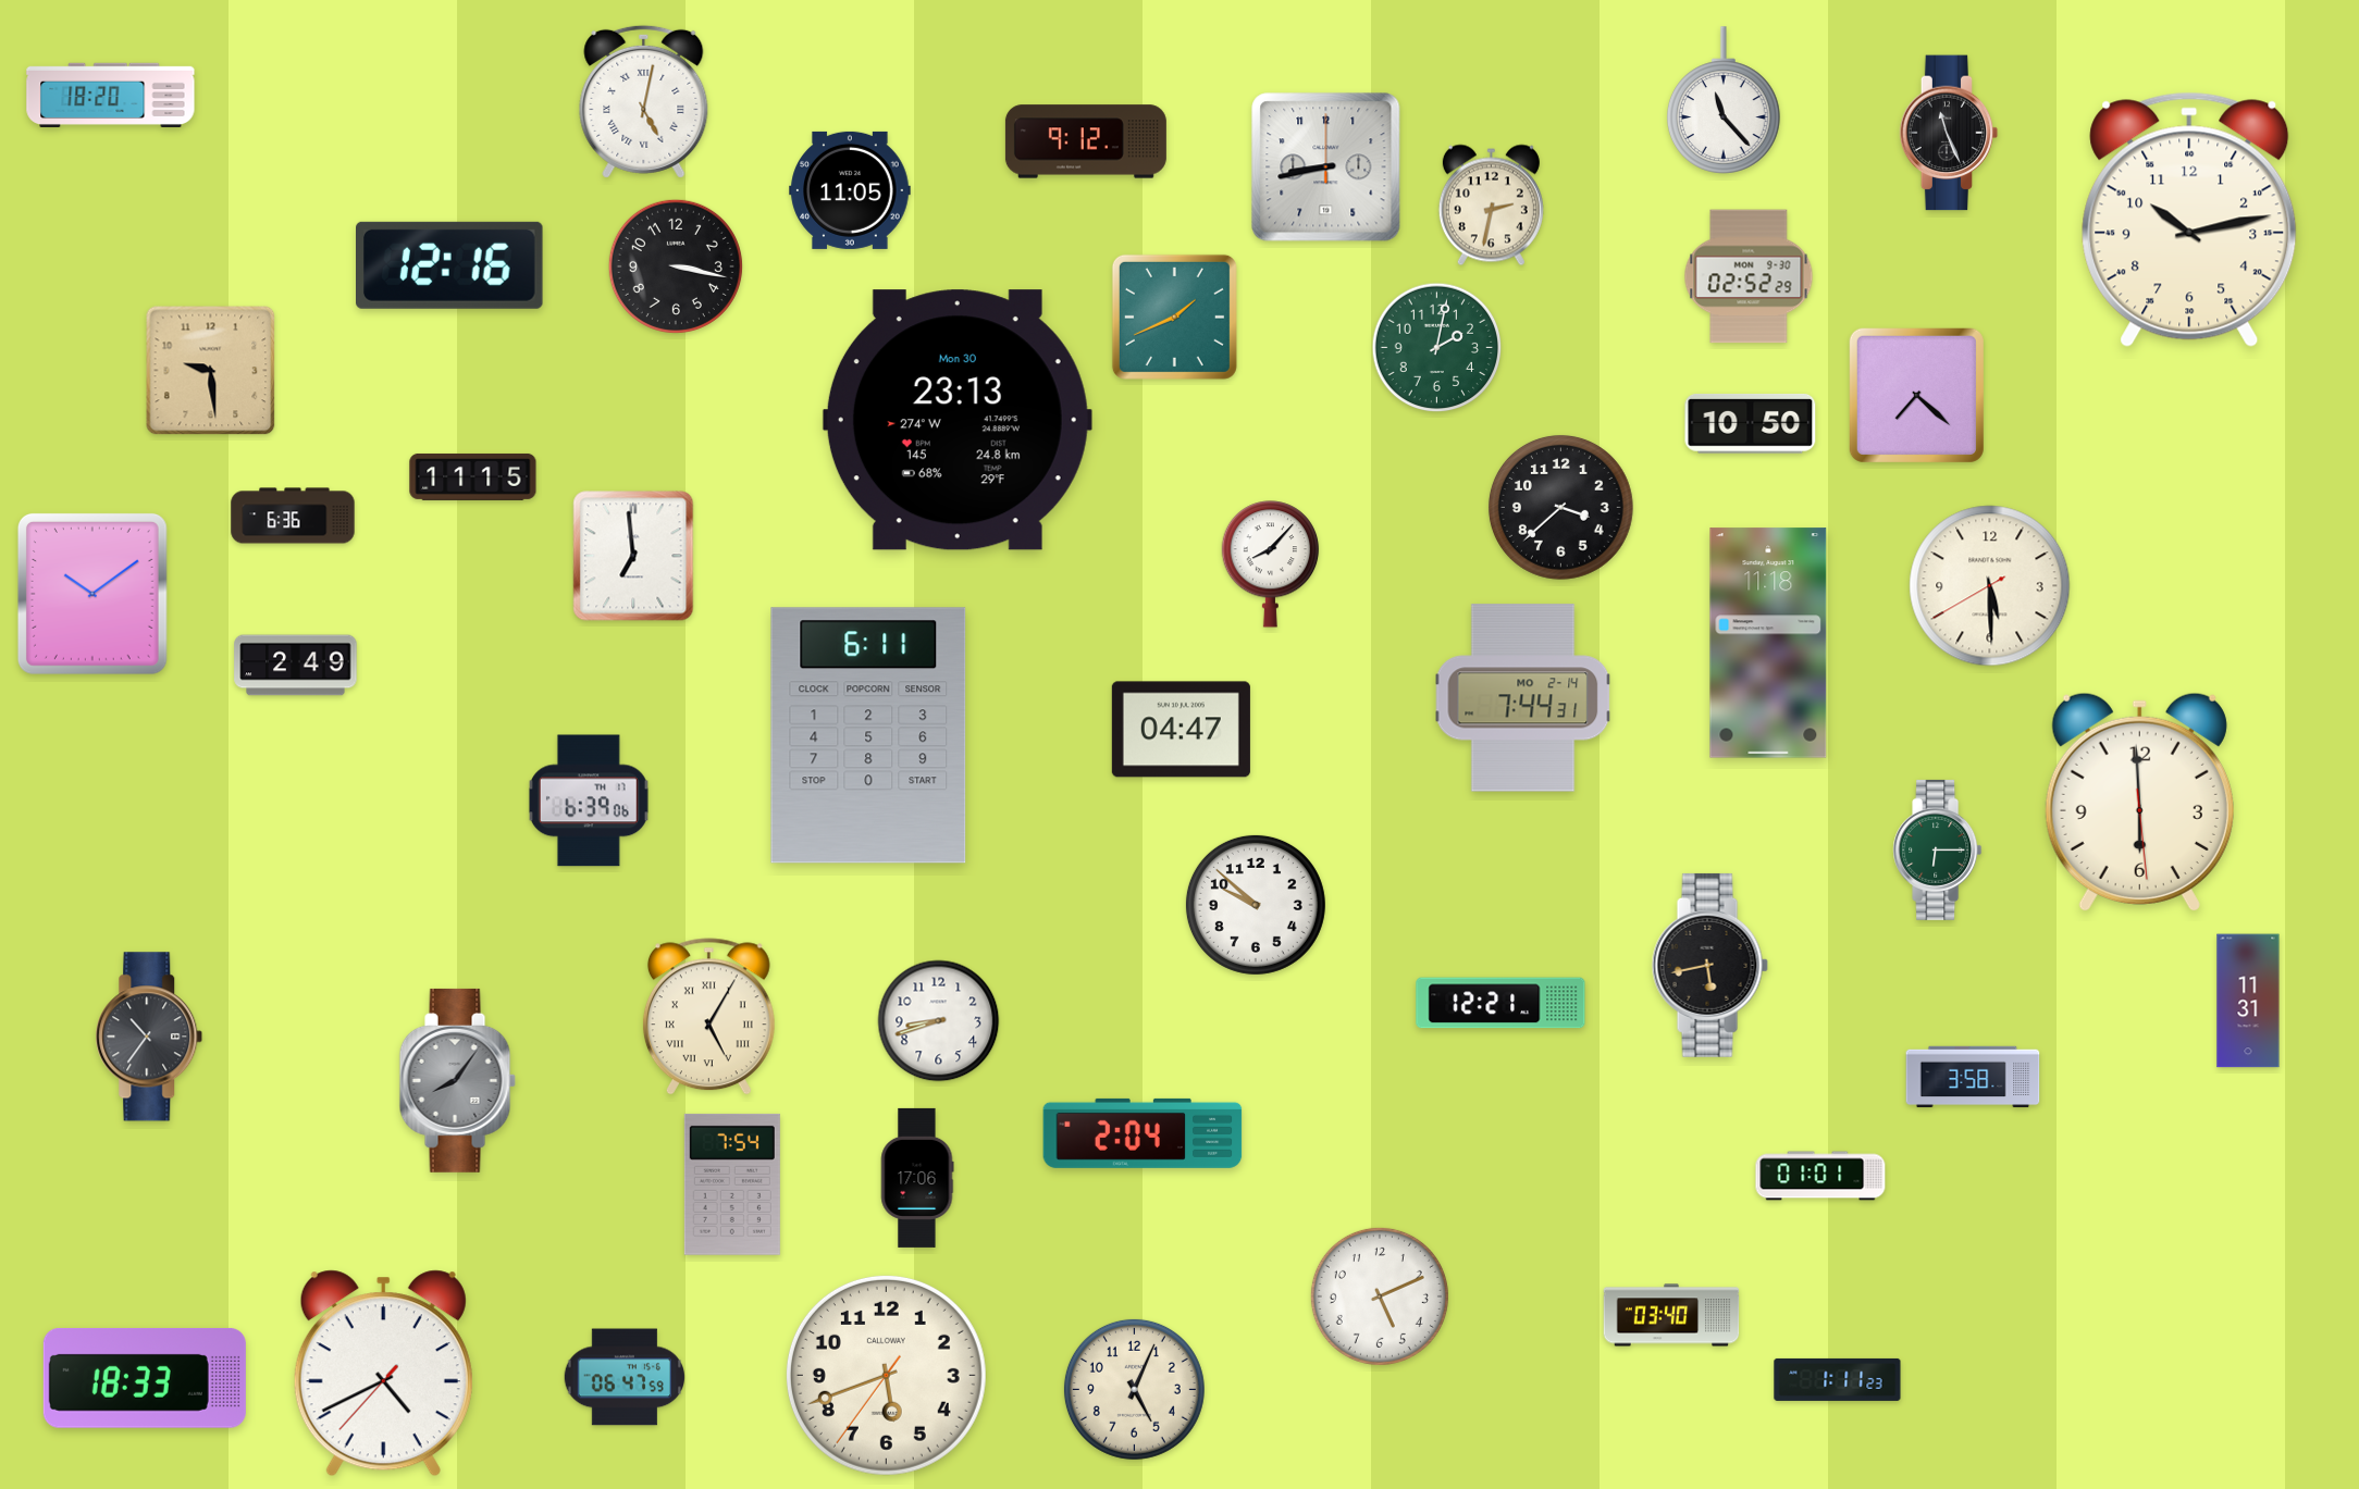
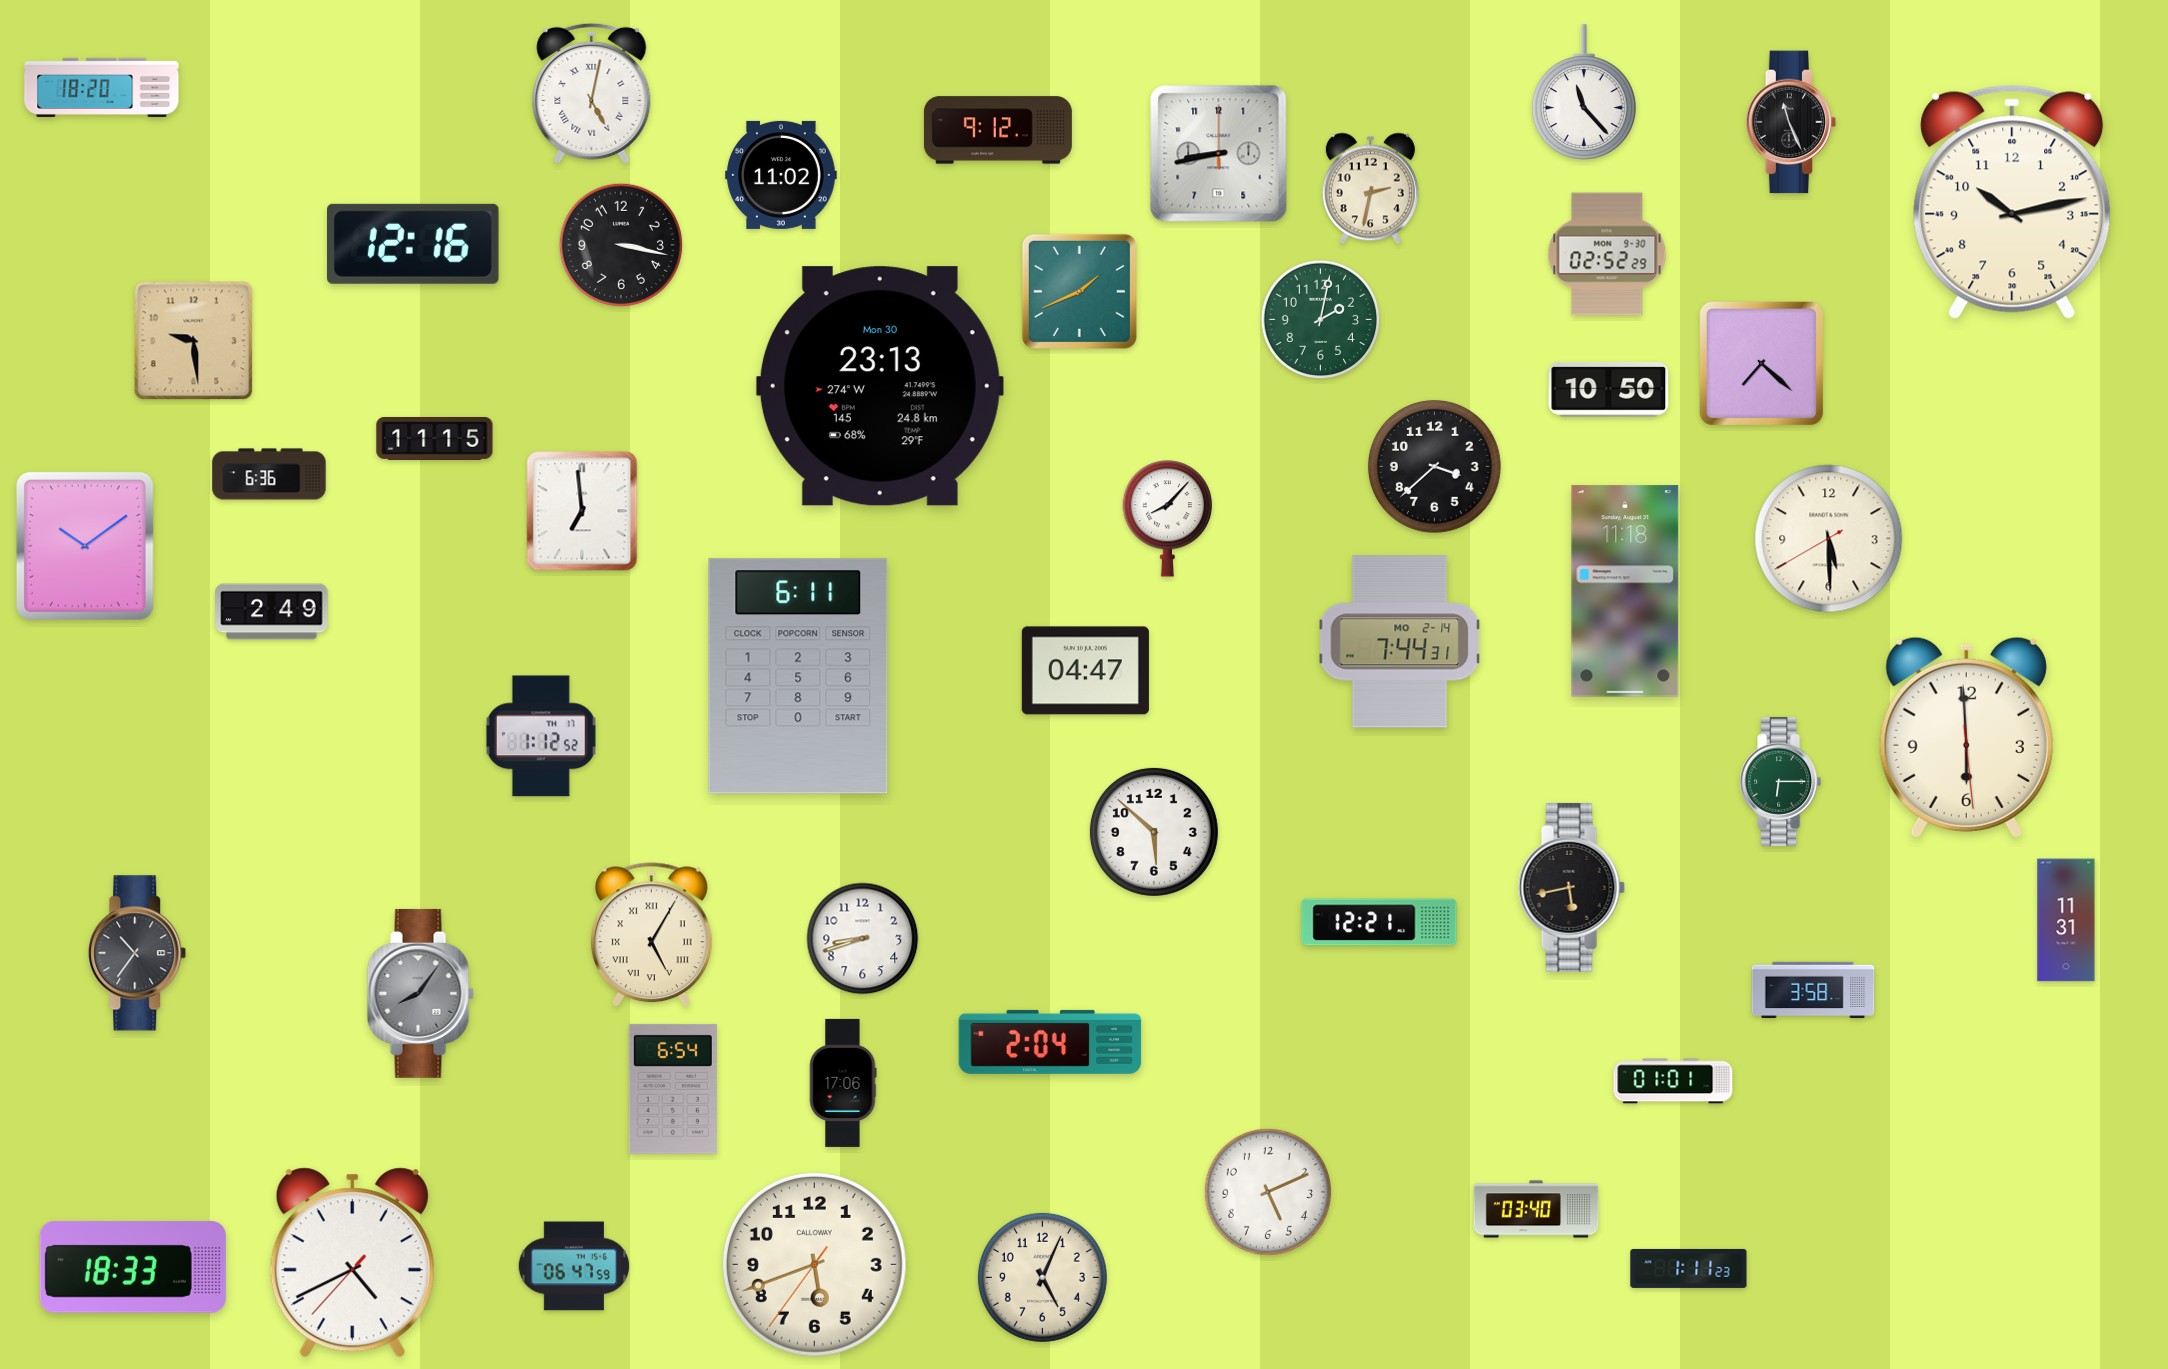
clock at (850, 190): 11:05 -> 11:02
clock at (589, 801): 6:39 -> 1:12
clock at (1256, 905): 9:52 -> 5:52
clock at (732, 1184): 7:54 -> 6:54
